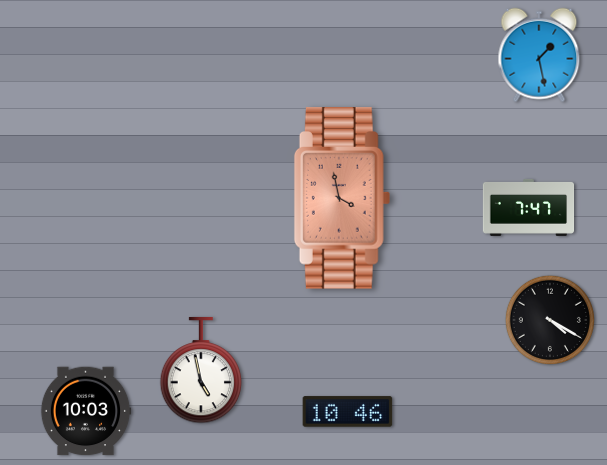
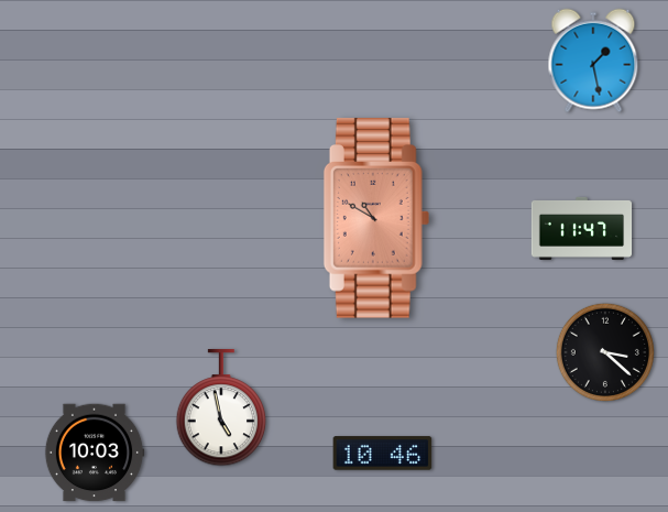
clock at (342, 198): 3:58 -> 10:50
clock at (529, 207): 7:47 -> 11:47
clock at (550, 320): 4:20 -> 3:22
